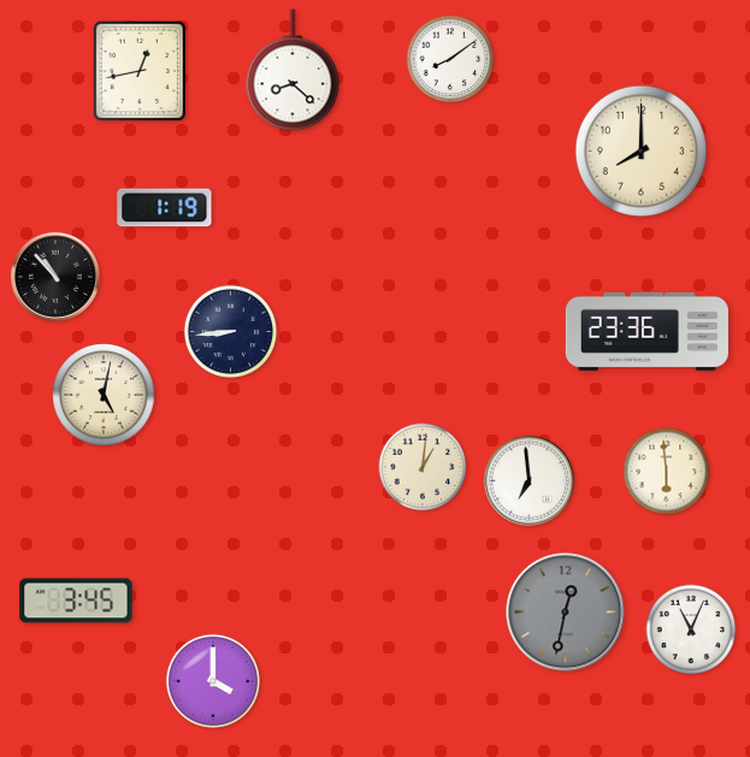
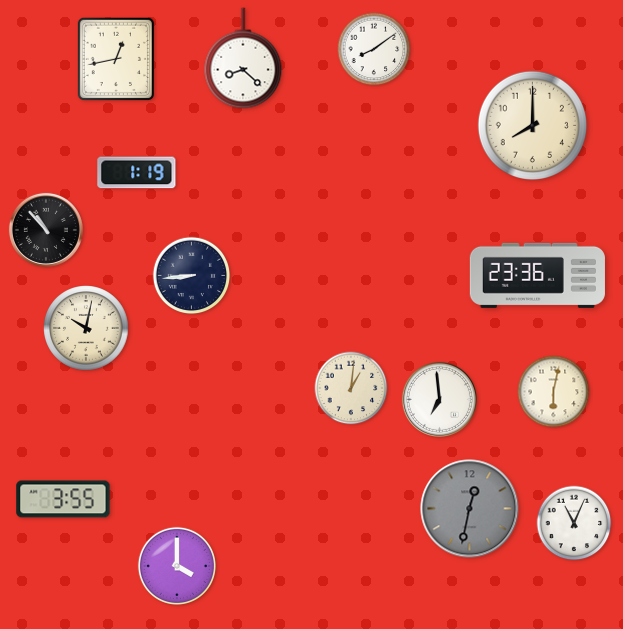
clock at (104, 395): 5:02 -> 10:02
clock at (667, 472): 5:59 -> 6:02
clock at (76, 601): 3:45 -> 3:55
